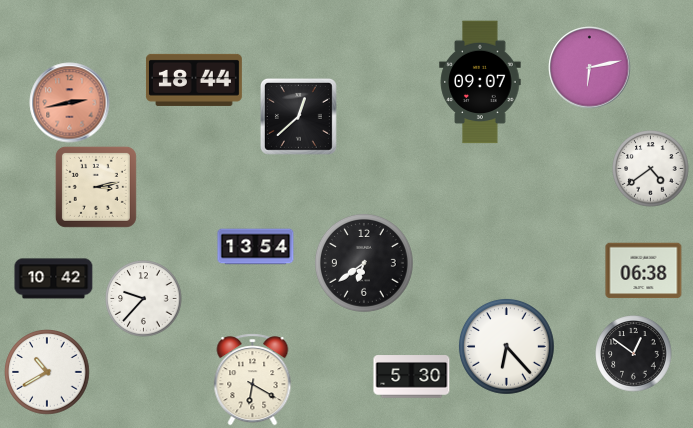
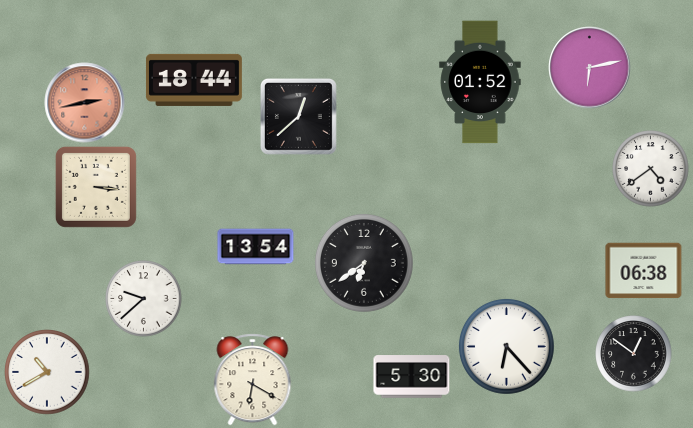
clock at (480, 82): 09:07 -> 01:52
clock at (70, 103) position: (70, 103) -> (85, 103)
clock at (96, 187): 3:13 -> 3:16
clock at (54, 279): 10:42 -> none
clock at (144, 299): 9:37 -> 9:38
